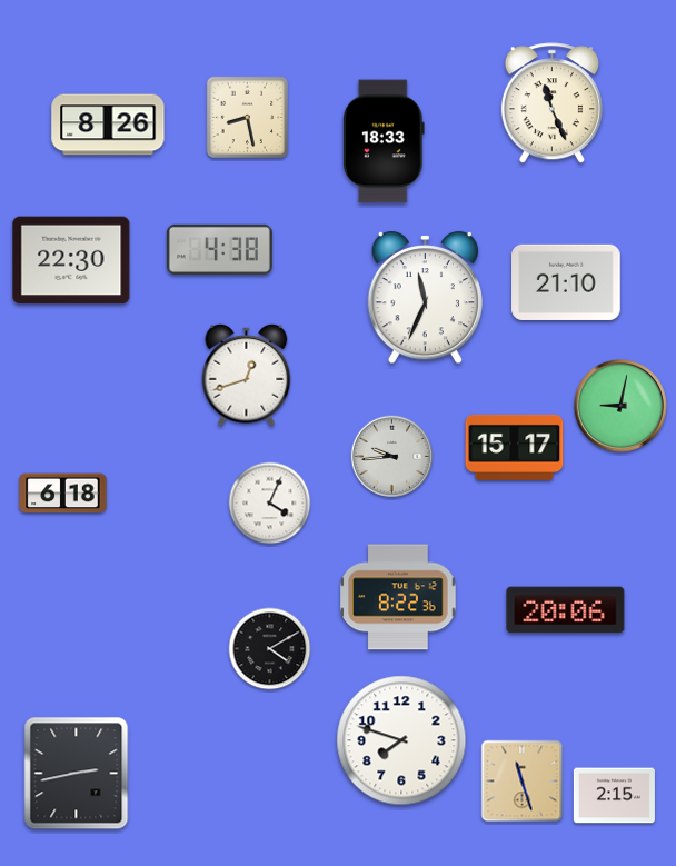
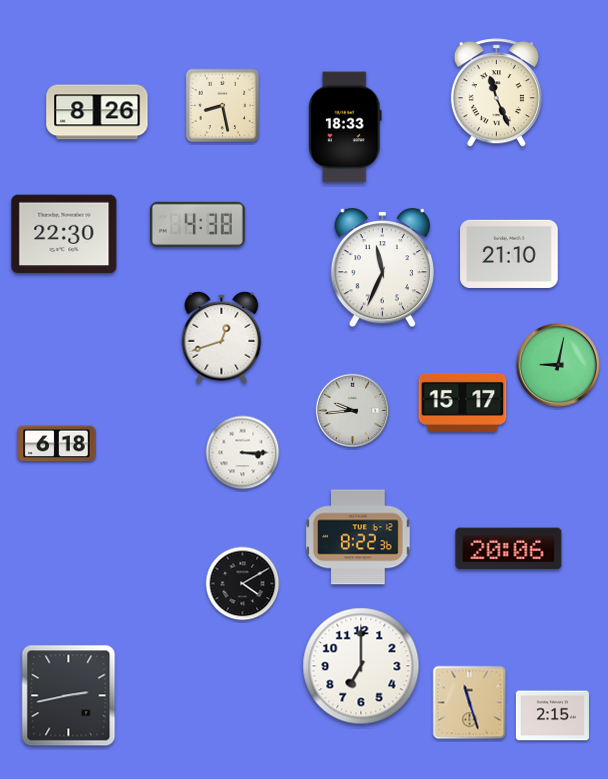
clock at (270, 504): 4:04 -> 3:15
clock at (401, 740): 7:48 -> 7:00
